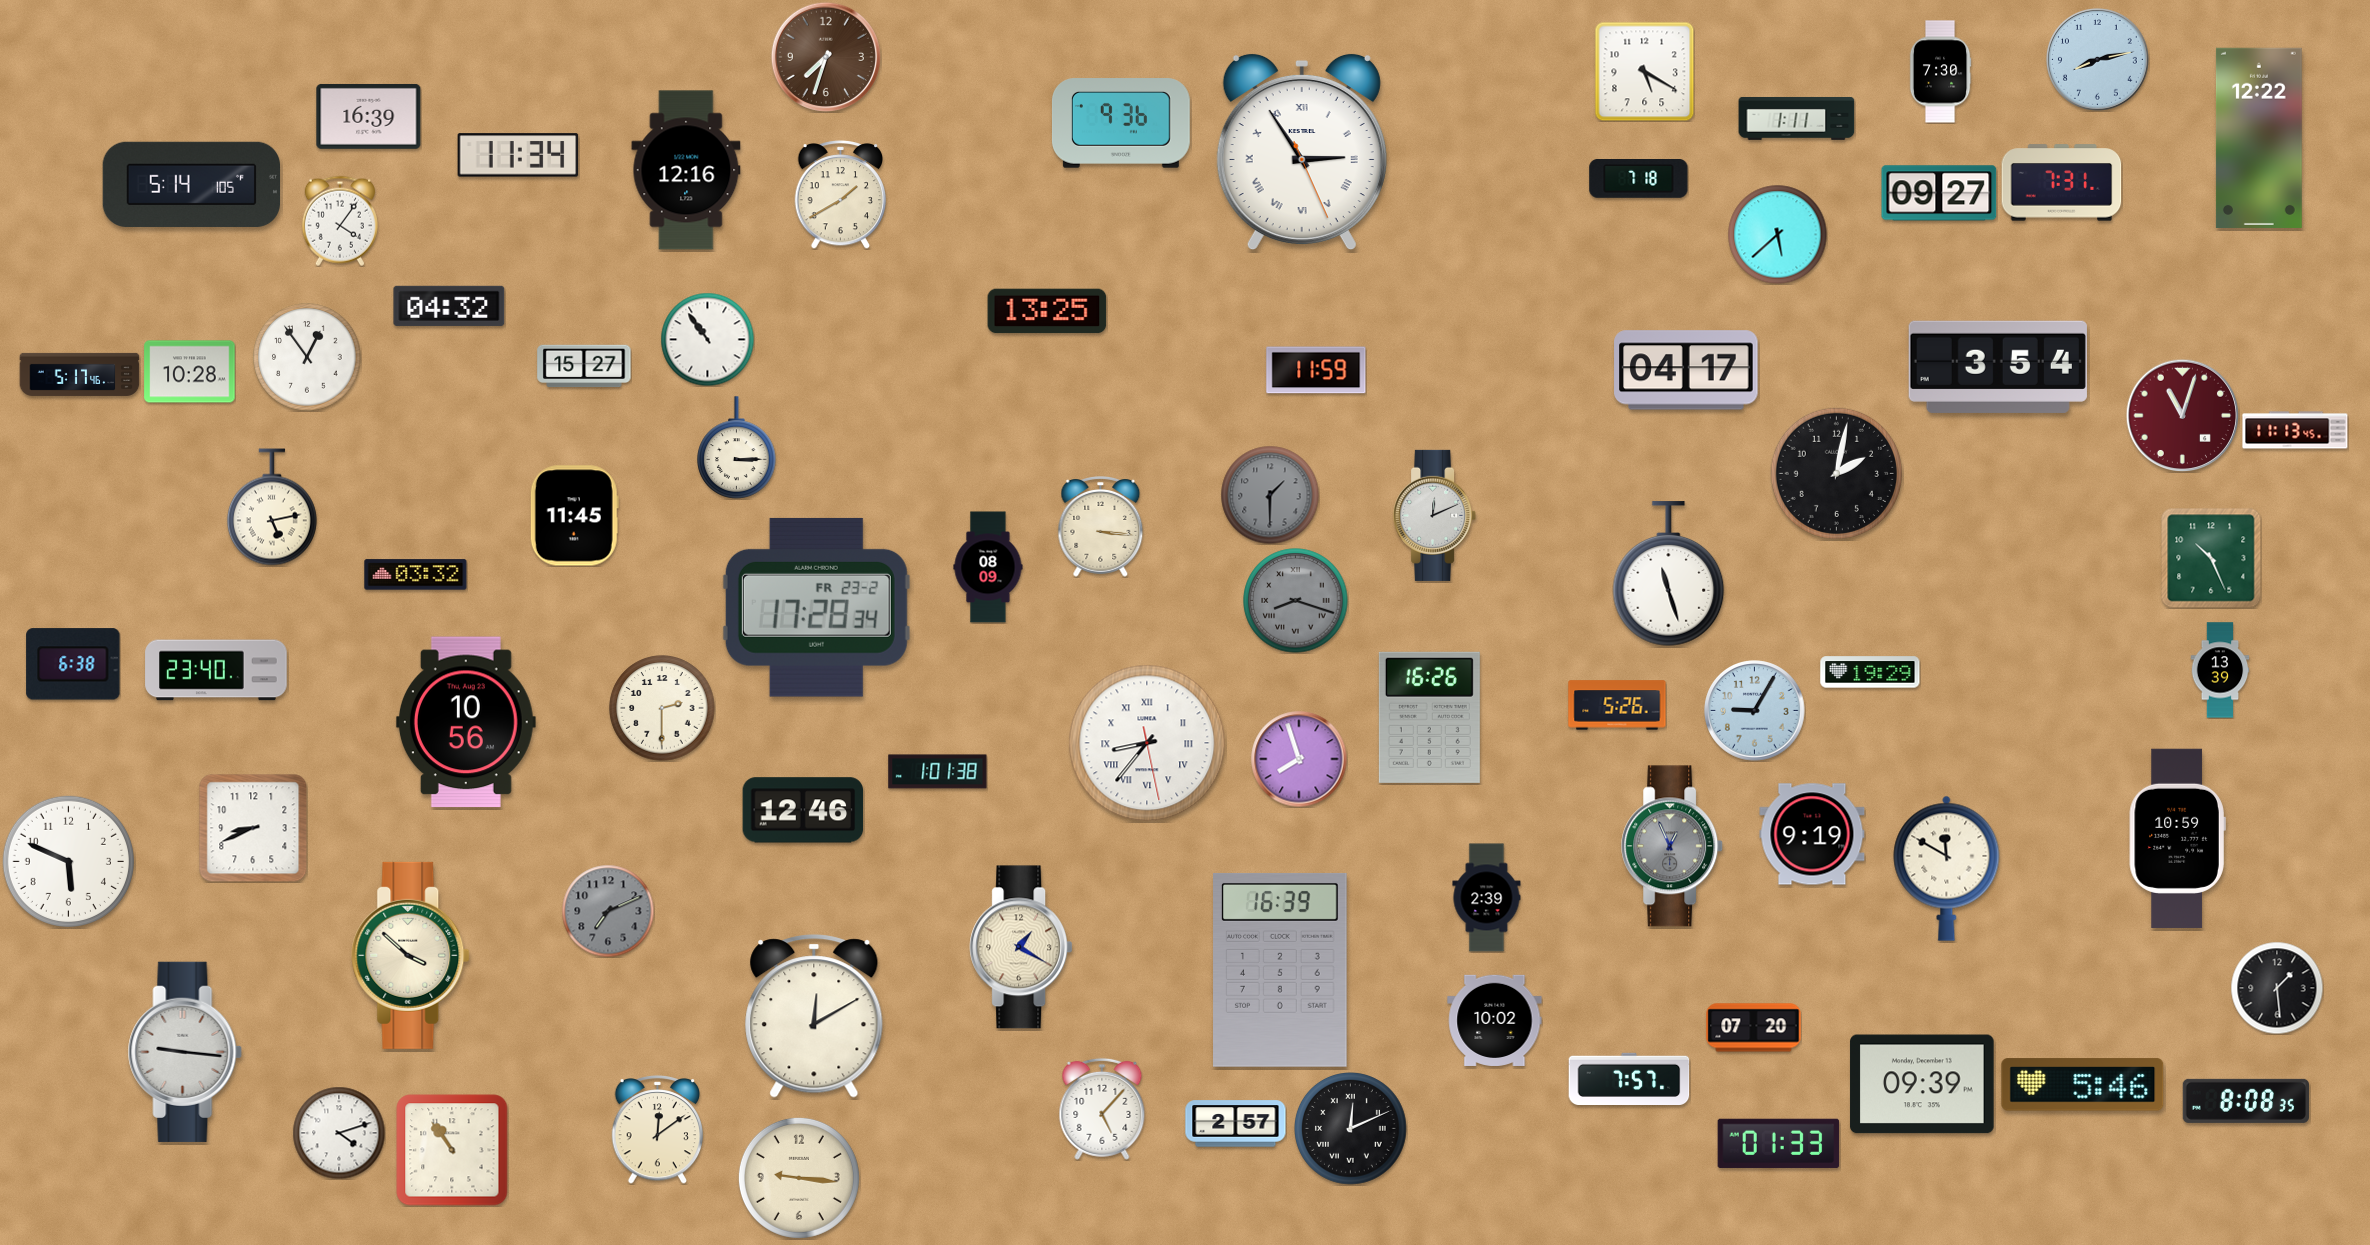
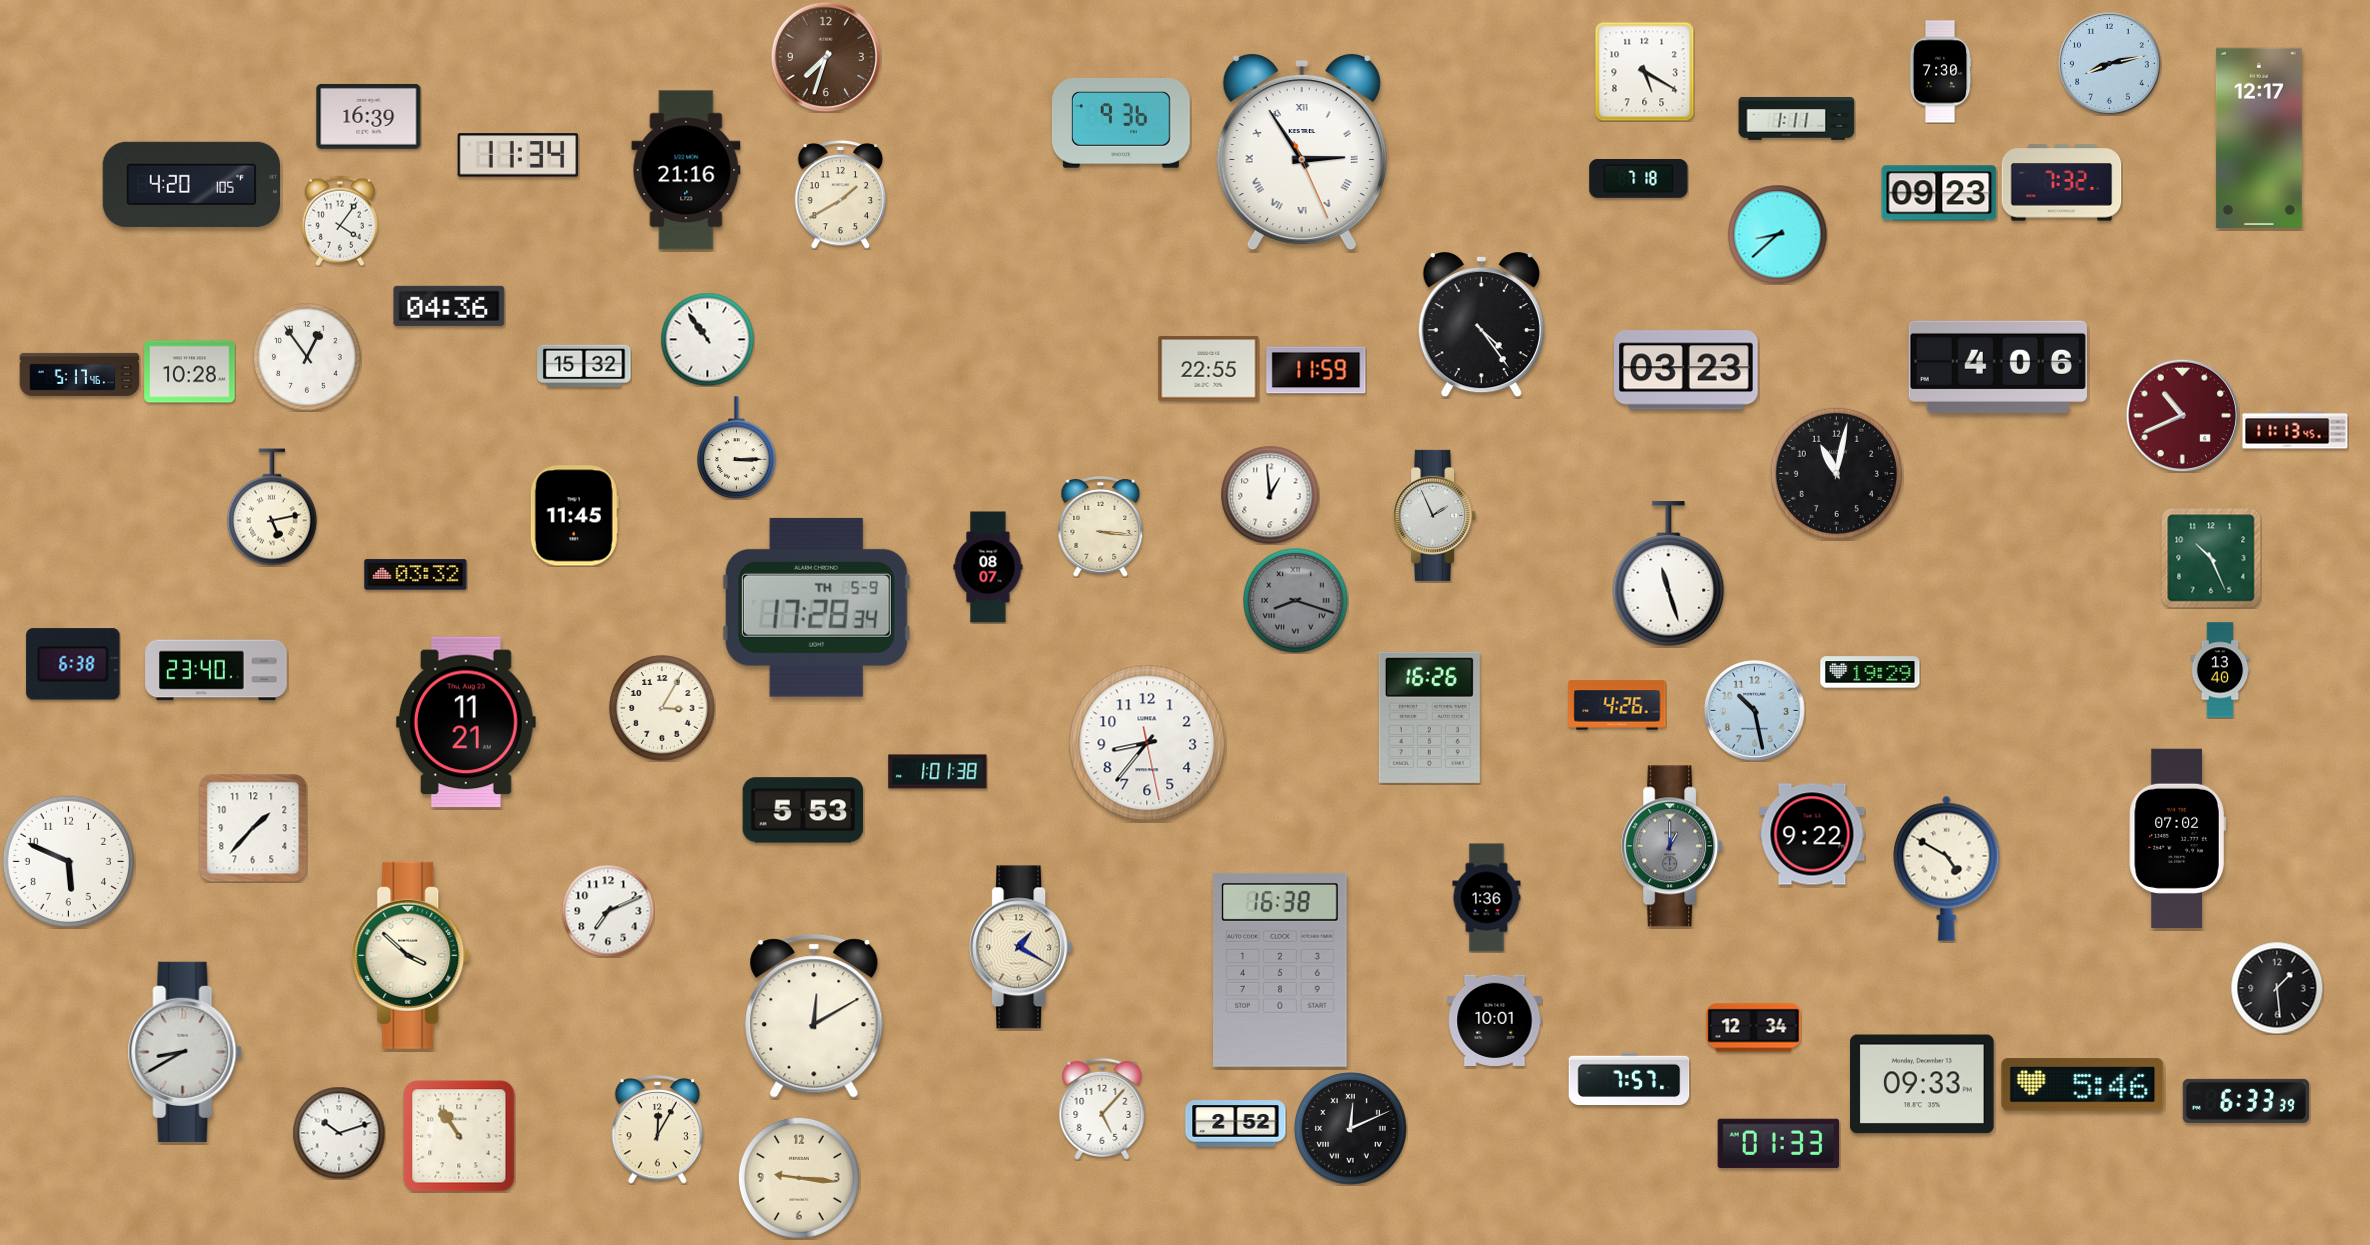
clock at (2098, 60) position: (2098, 60) -> (2110, 64)
clock at (2259, 138): 12:22 -> 12:17
clock at (686, 170): 12:16 -> 21:16
clock at (2062, 183): 7:31 -> 7:32
clock at (191, 184): 5:14 -> 4:20
clock at (1939, 193): 09:27 -> 09:23
clock at (1778, 235): 5:38 -> 8:38
clock at (449, 306): 04:32 -> 04:36
clock at (1047, 311): 13:25 -> none
clock at (1481, 325): none -> 4:24
clock at (584, 366): 15:27 -> 15:32
clock at (1998, 367): 3:54 -> 4:06
clock at (1209, 369): none -> 22:55
clock at (1686, 370): 04:17 -> 03:23
clock at (2182, 415): 11:03 -> 10:41
clock at (1836, 473): 2:02 -> 11:02
clock at (1270, 495): 1:30 -> 12:59
clock at (1270, 495) dial: grey -> white
clock at (1435, 515): 12:11 -> 1:56
clock at (988, 567): 08:09 -> 08:07
clock at (816, 607) date: FR 23-2 -> TH 5-9
clock at (2220, 670): 13:39 -> 13:40
clock at (1617, 705): 5:26 -> 4:26
clock at (662, 708): 2:30 -> 3:05
clock at (1755, 711): 9:05 -> 10:28
clock at (466, 722): 10:56 -> 11:21
clock at (1147, 743) numerals: Roman -> Arabic
clock at (1299, 759): 7:57 -> none
clock at (803, 810): 12:46 -> 5:53
clock at (253, 828): 8:41 -> 1:37
clock at (1812, 834): 9:19 -> 9:22
clock at (2177, 838): 10:59 -> 07:02
clock at (1673, 846): 12:56 -> 1:00
clock at (1947, 868): 11:50 -> 4:50
clock at (1487, 898): 2:39 -> 1:36
clock at (608, 911) dial: grey -> white
clock at (1281, 970): 16:39 -> 16:38
clock at (1495, 1020): 10:02 -> 10:01
clock at (1754, 1028): 07:20 -> 12:34
clock at (185, 1052): 9:16 -> 8:40
clock at (1922, 1084): 09:39 -> 09:33
clock at (2246, 1101): 8:08 -> 6:33
clock at (1236, 1124): 2:57 -> 2:52
clock at (658, 1130): 12:09 -> 12:05
clock at (339, 1133): 4:12 -> 10:12
clock at (452, 1150) position: (452, 1150) -> (459, 1136)
